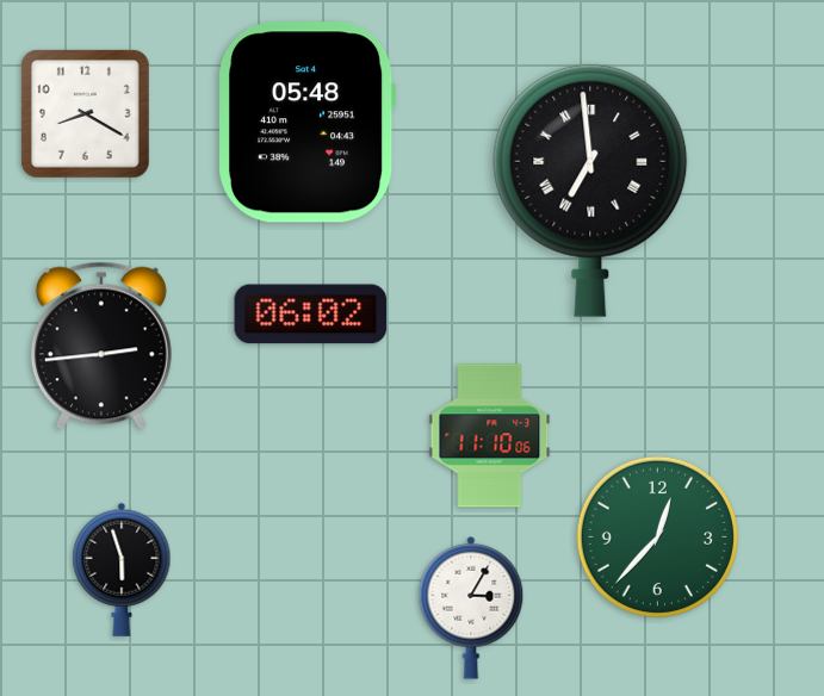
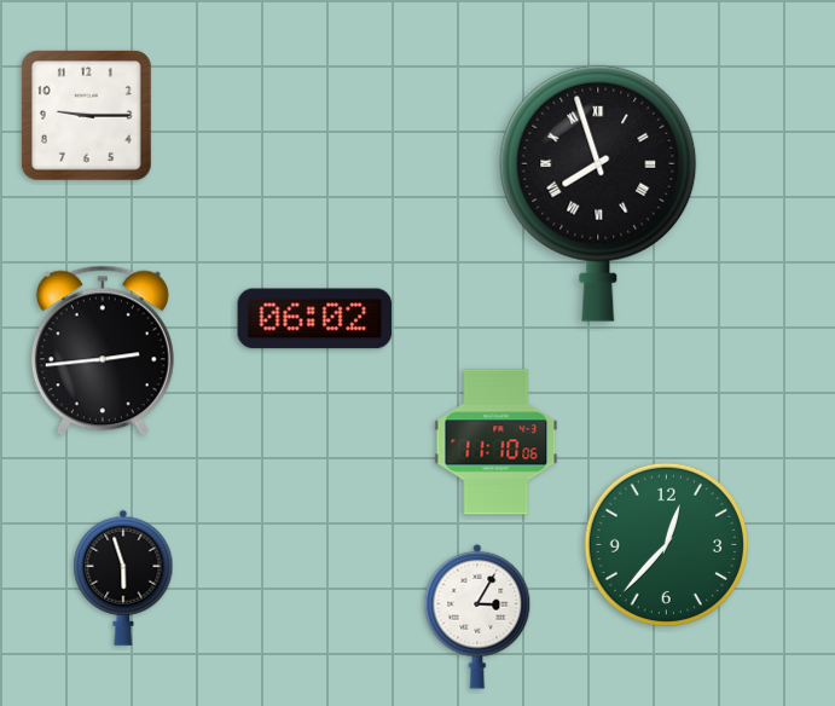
clock at (85, 113): 8:20 -> 9:15
clock at (308, 123): 05:48 -> none
clock at (590, 191): 6:59 -> 7:57
